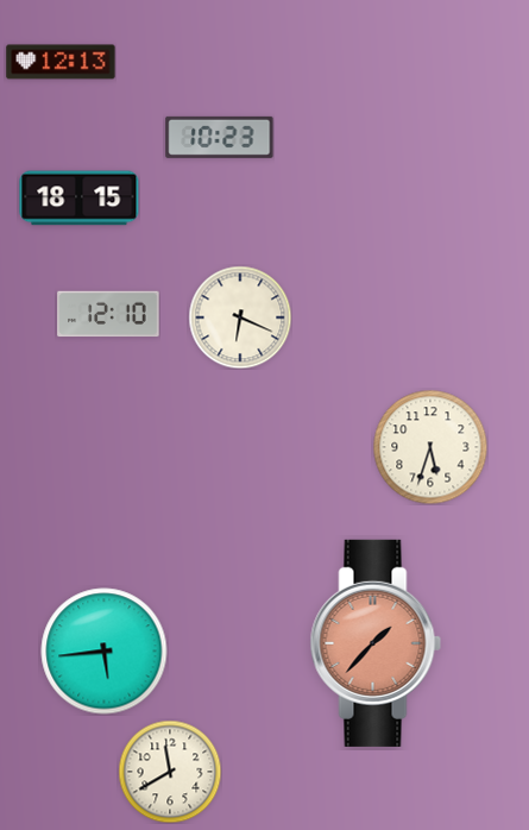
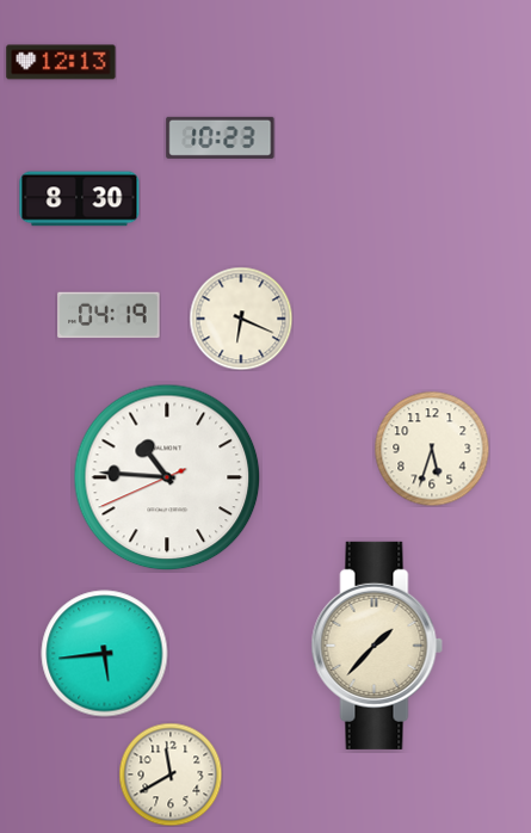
clock at (80, 199): 18:15 -> 8:30
clock at (108, 314): 12:10 -> 04:19
clock at (167, 477): none -> 10:45
clock at (376, 643) dial: salmon -> cream
